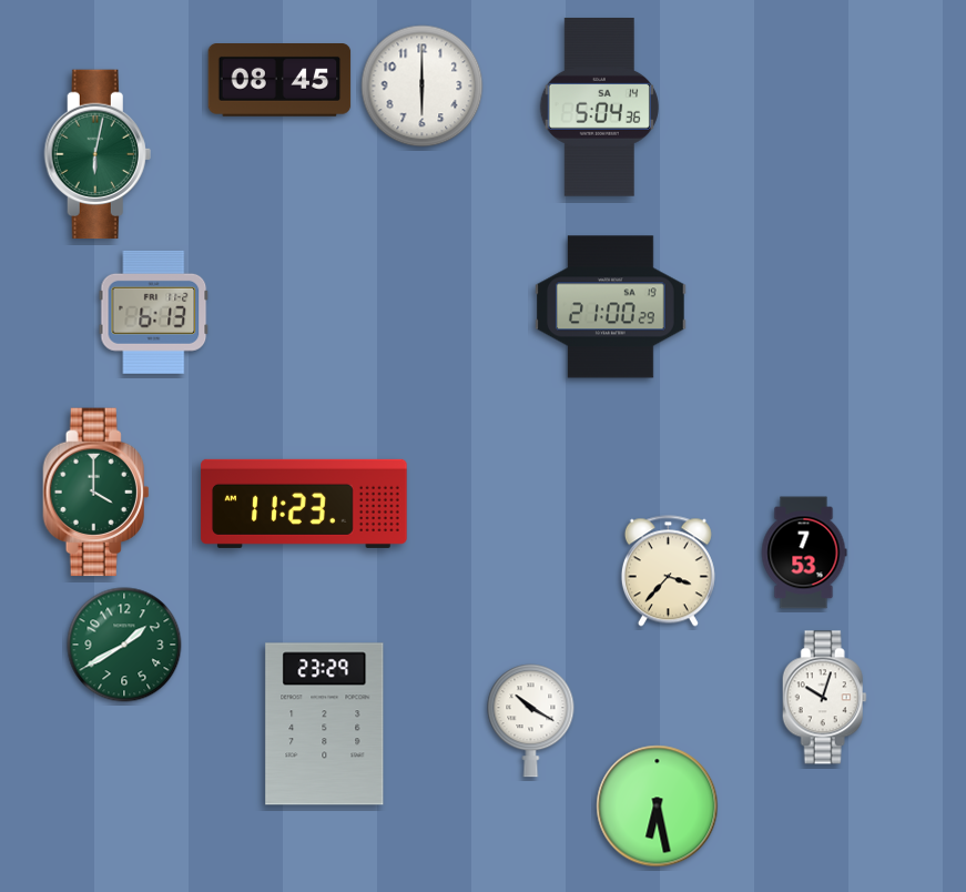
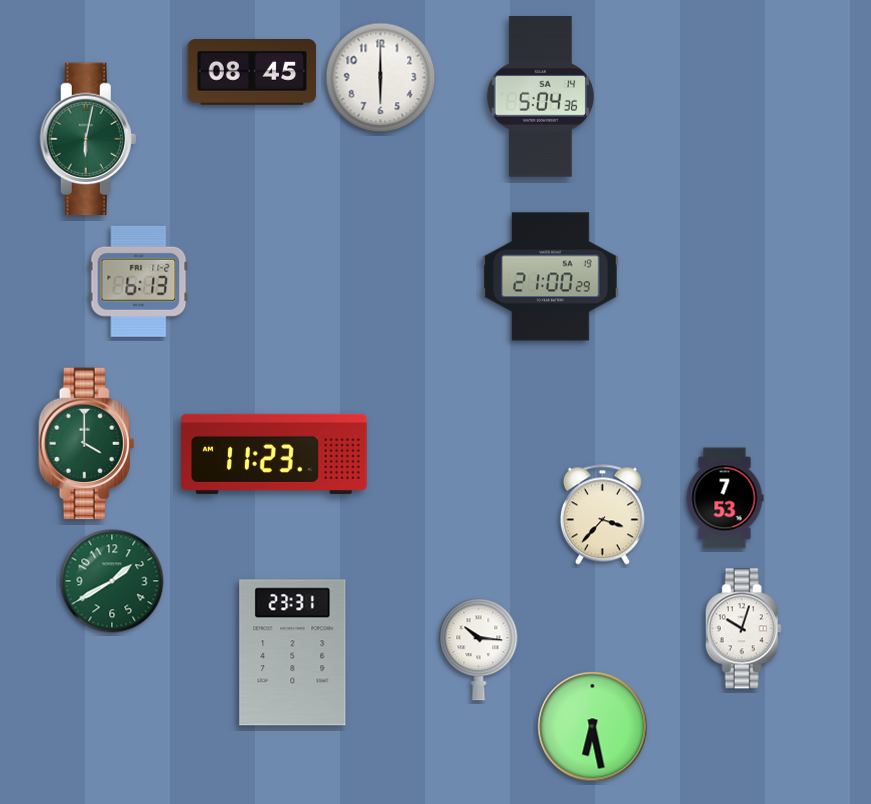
clock at (531, 721): 10:20 -> 10:16
clock at (325, 724): 23:29 -> 23:31
